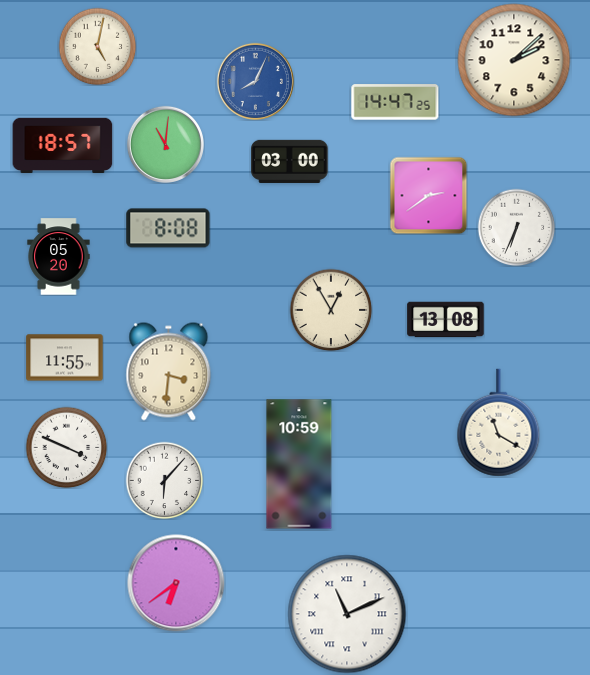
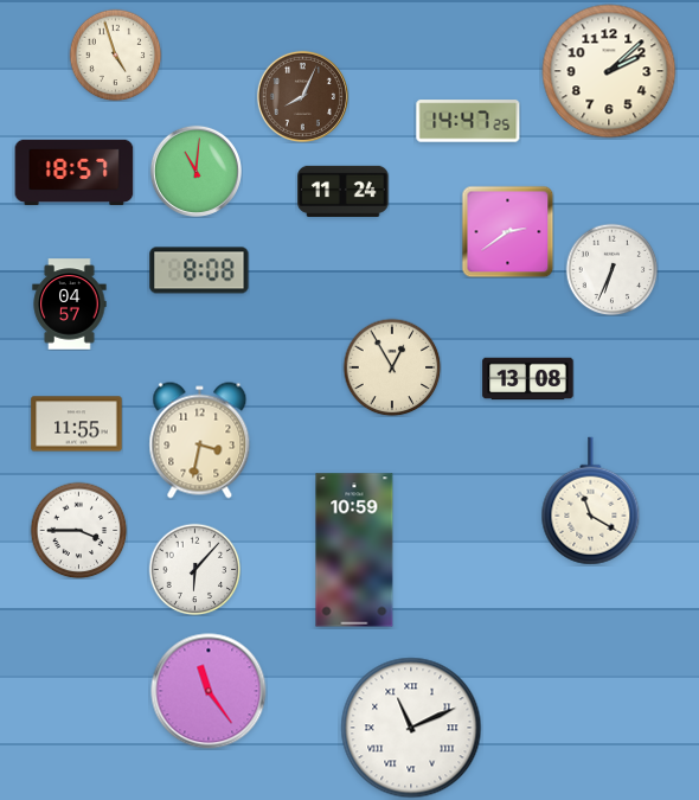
clock at (97, 46): 5:02 -> 4:57
clock at (255, 81) dial: blue -> brown
clock at (290, 161): 03:00 -> 11:24
clock at (59, 257): 05:20 -> 04:57
clock at (169, 372): 3:31 -> 3:32
clock at (66, 447): 3:49 -> 3:45
clock at (176, 583): 6:39 -> 11:24
